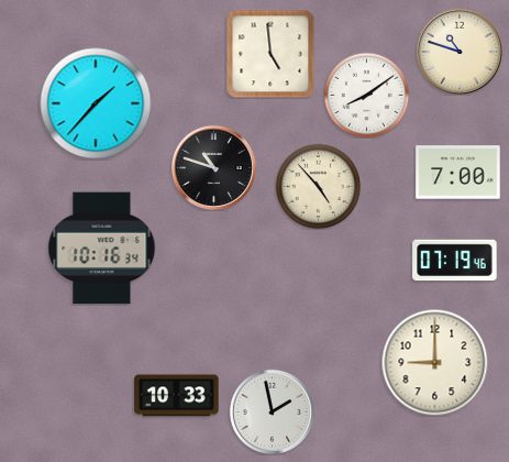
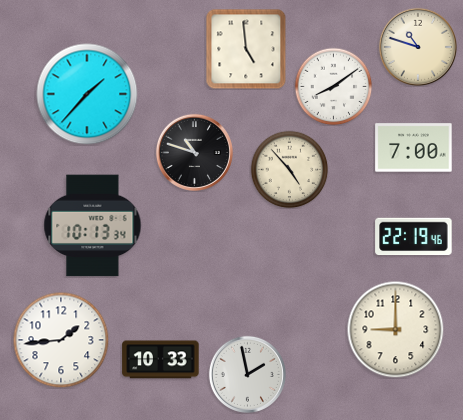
clock at (458, 173) position: (458, 173) -> (414, 148)
clock at (102, 249): 10:16 -> 10:13
clock at (455, 261): 07:19 -> 22:19
clock at (61, 340): none -> 1:44
